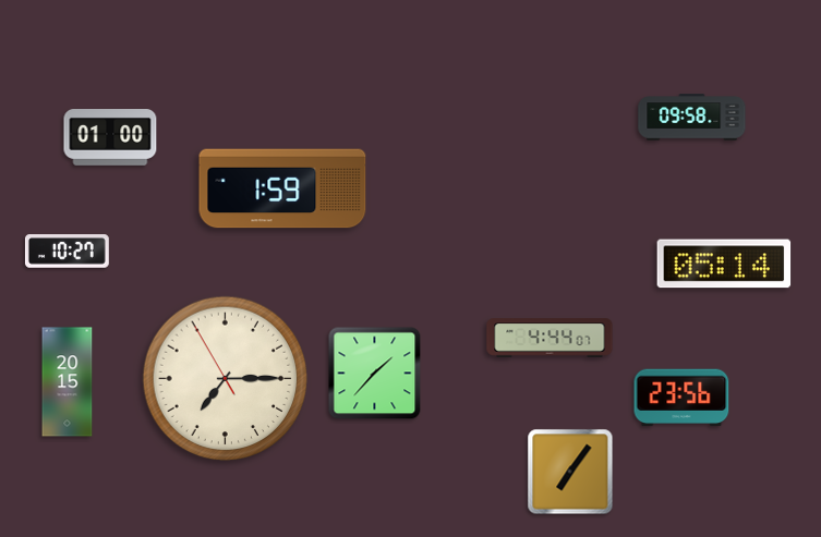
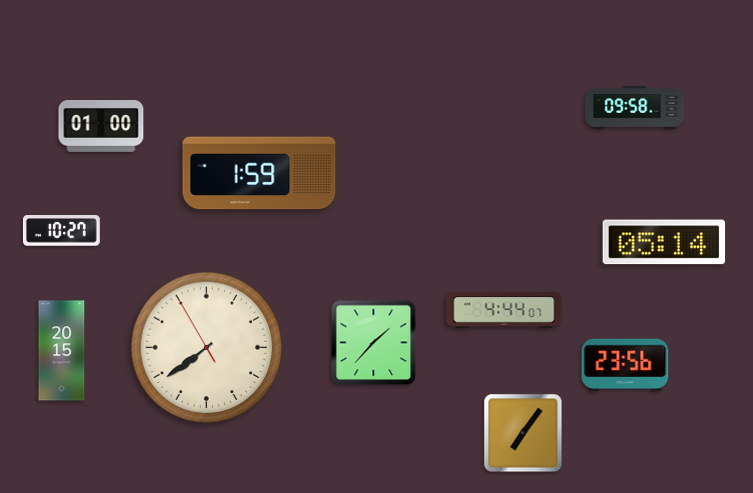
clock at (375, 374) position: (375, 374) -> (374, 343)
clock at (226, 379): 7:14 -> 7:38
